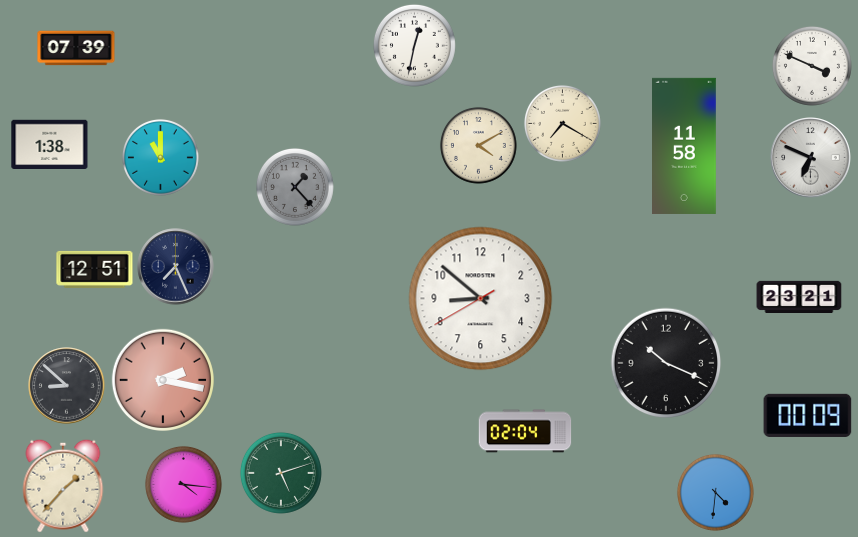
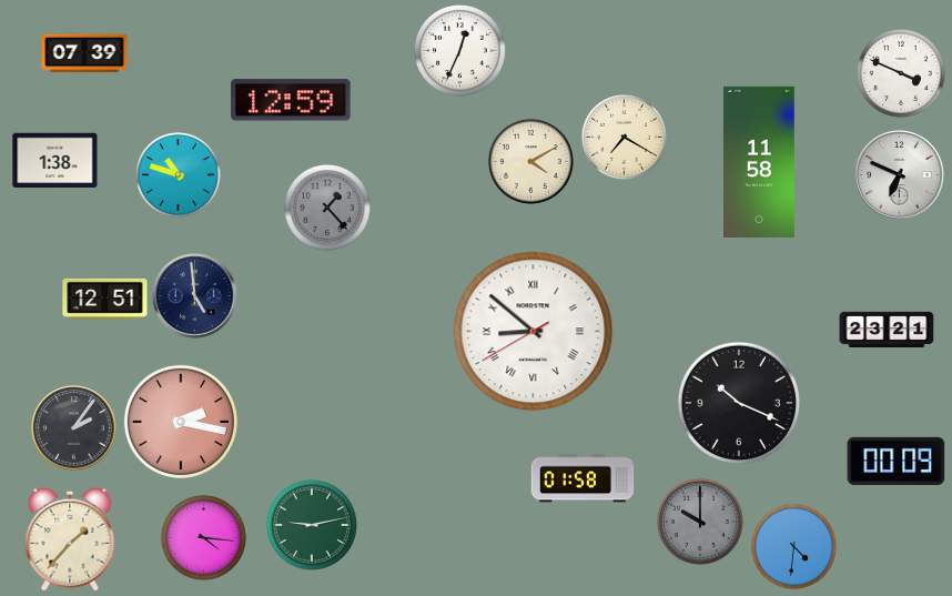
clock at (414, 45): 12:32 -> 12:34
clock at (291, 100): none -> 12:59
clock at (160, 157): 11:00 -> 10:48
clock at (176, 267): 7:26 -> 4:59
clock at (481, 299) numerals: Arabic -> Roman
clock at (67, 386): 8:52 -> 2:06
clock at (525, 431): 02:04 -> 01:58
clock at (700, 522): none -> 10:00
clock at (281, 473): 5:12 -> 9:13
